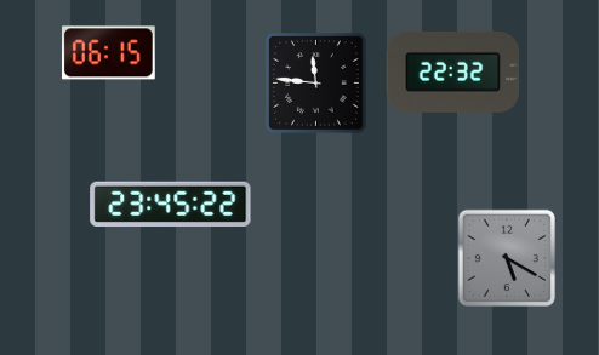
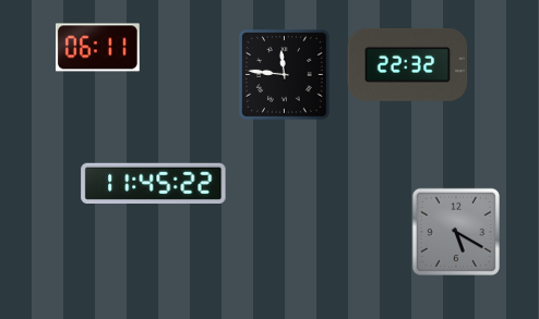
clock at (108, 53): 06:15 -> 06:11
clock at (171, 204): 23:45 -> 11:45
